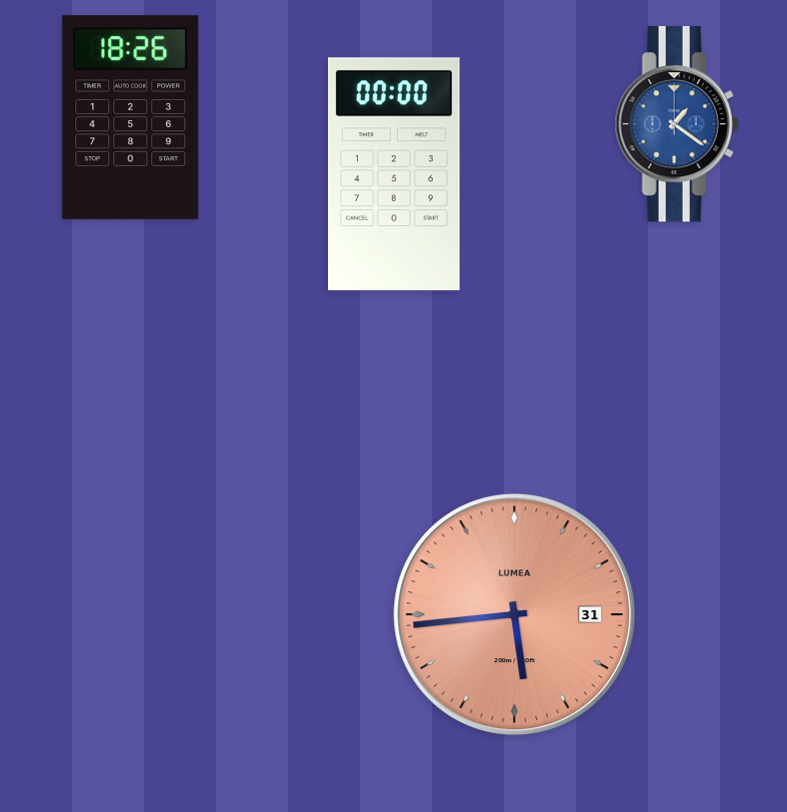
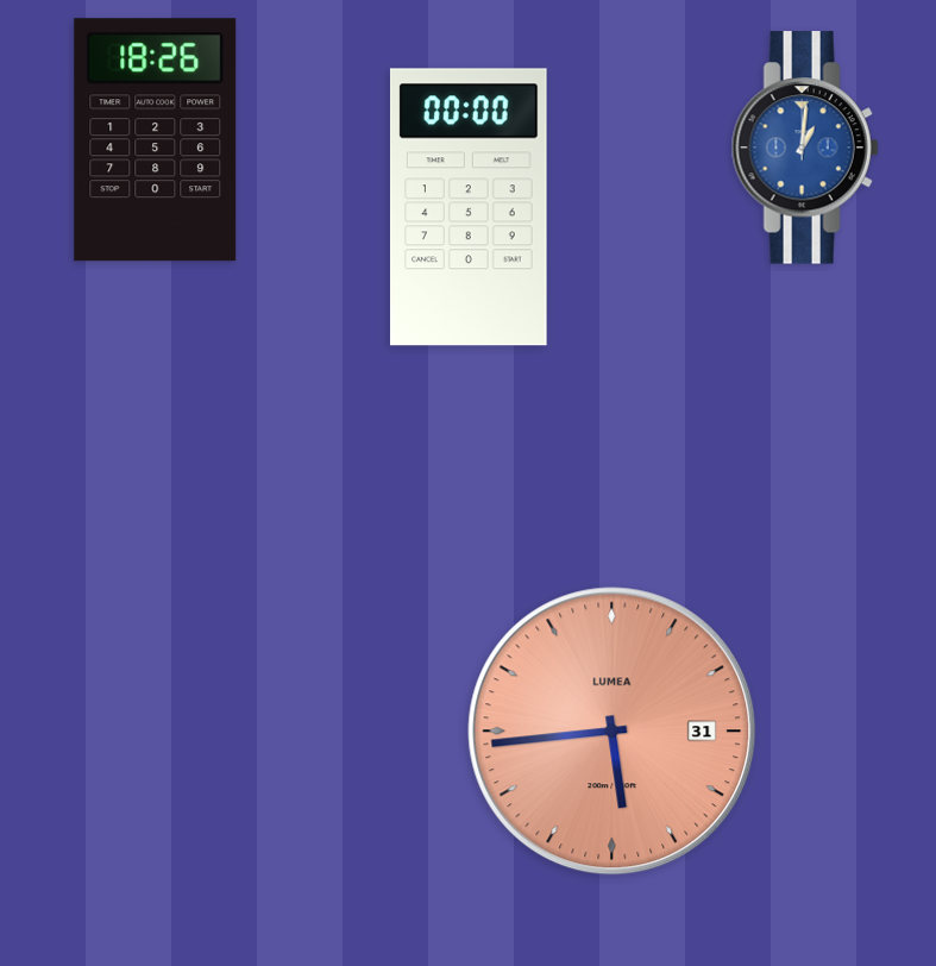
clock at (677, 124): 1:21 -> 1:01
